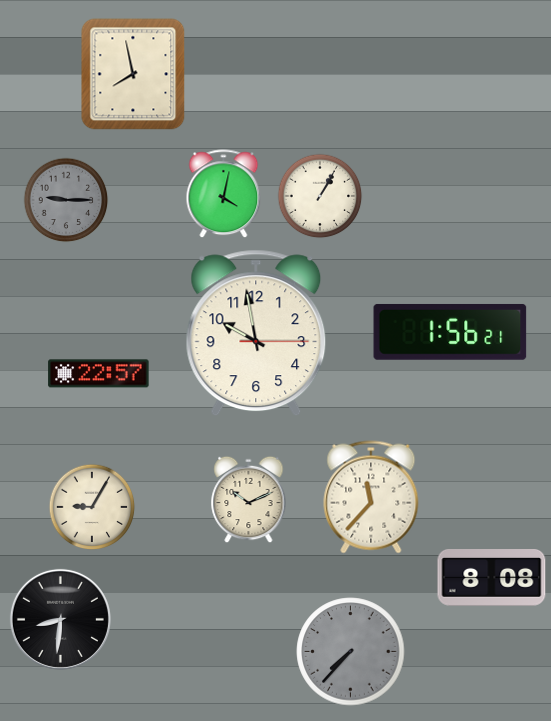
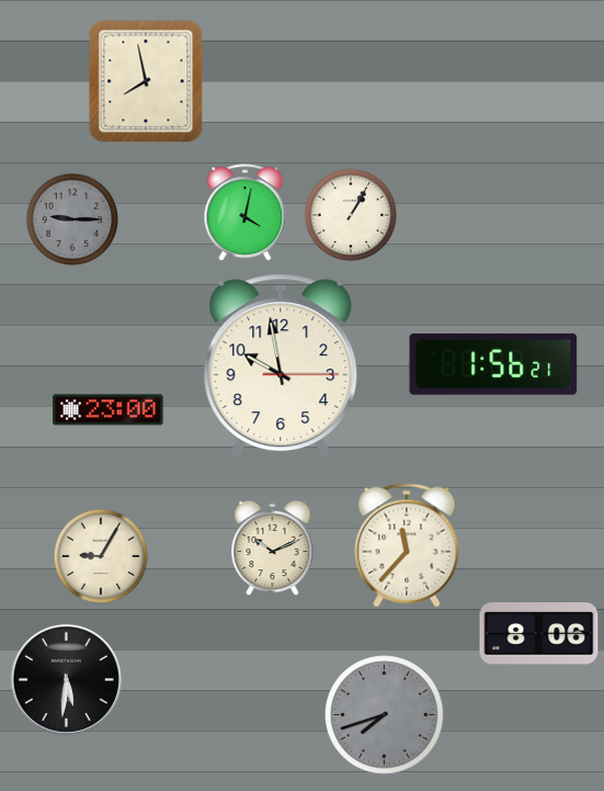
clock at (99, 374): 22:57 -> 23:00
clock at (492, 578): 8:08 -> 8:06
clock at (60, 619): 8:31 -> 5:31
clock at (351, 652): 7:37 -> 7:42
